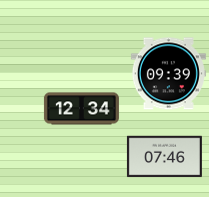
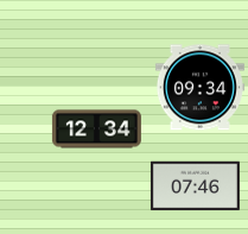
clock at (168, 74): 09:39 -> 09:34
